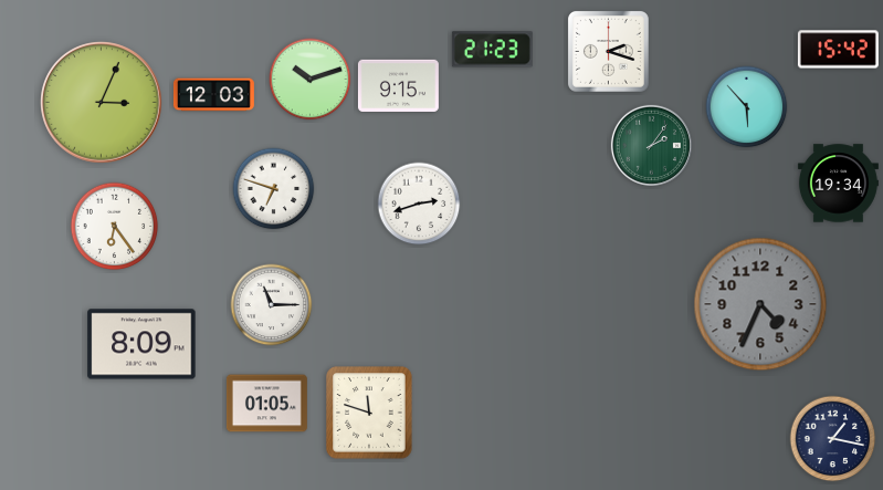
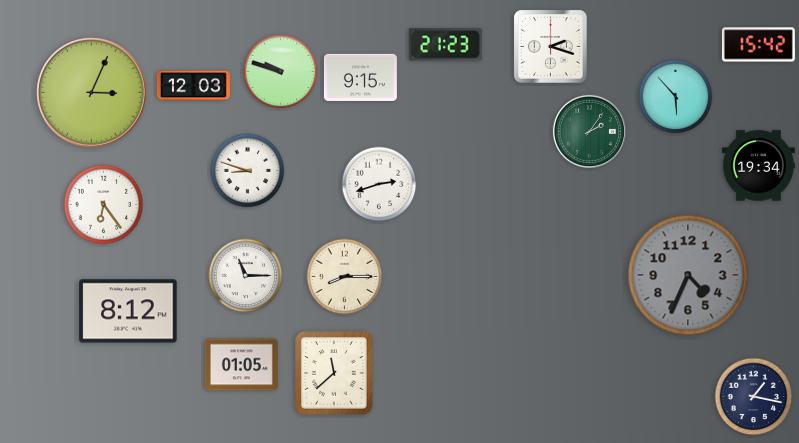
clock at (311, 80): 10:12 -> 9:48
clock at (274, 189): 6:48 -> 8:48
clock at (345, 277): none -> 8:15
clock at (141, 344): 8:09 -> 8:12
clock at (369, 413): 11:48 -> 11:38
